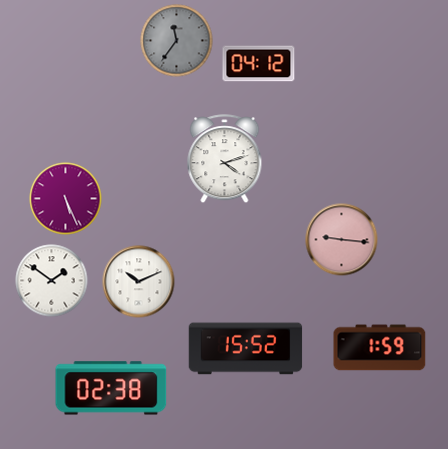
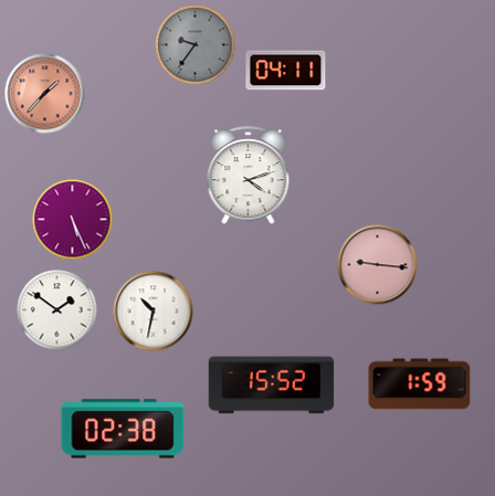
clock at (177, 41): 11:36 -> 9:36
clock at (259, 64): 04:12 -> 04:11
clock at (45, 94): none -> 1:37
clock at (139, 282): 10:11 -> 10:32
